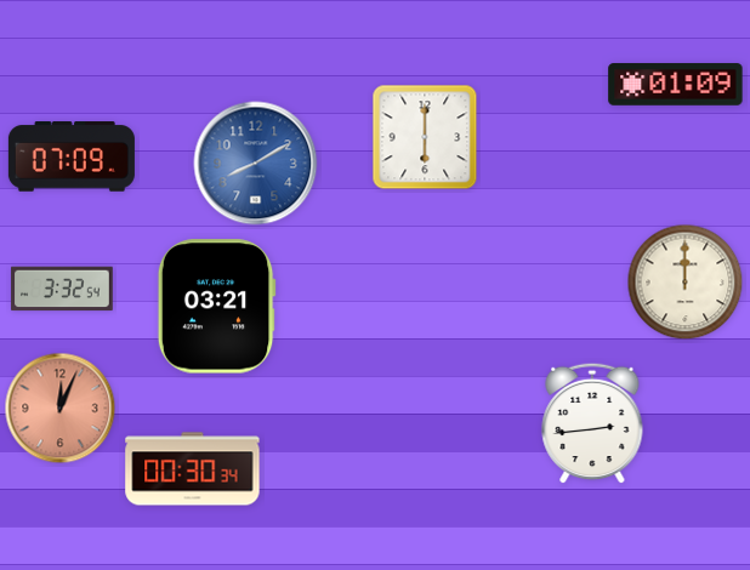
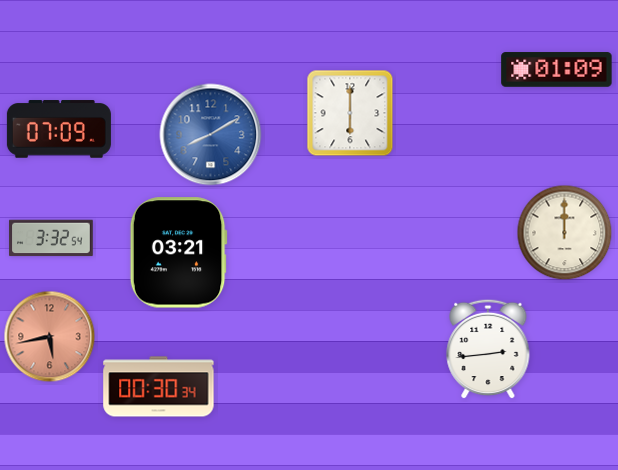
clock at (61, 409): 12:04 -> 5:43
